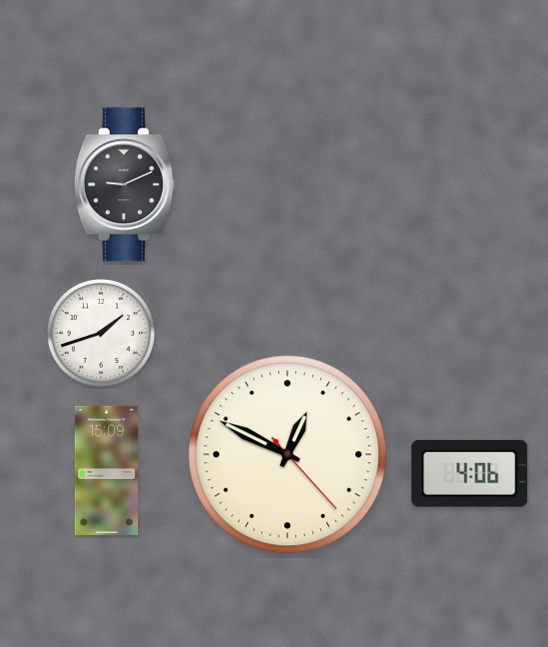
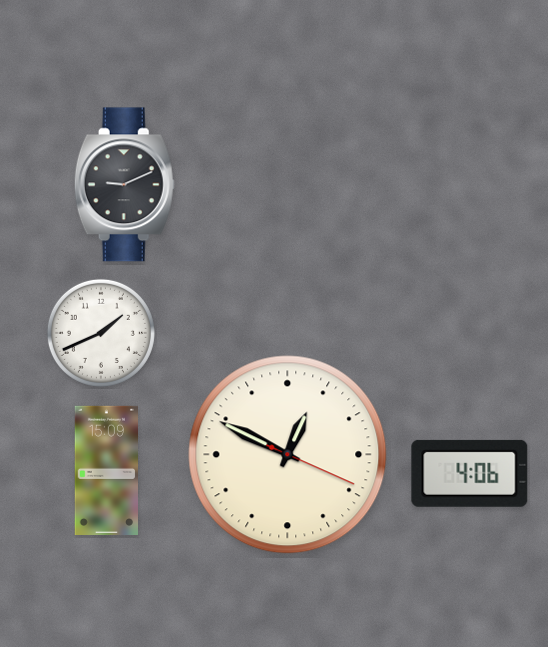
clock at (101, 333): 1:42 -> 1:41
clock at (288, 455): 12:49:23 -> 12:49:19
